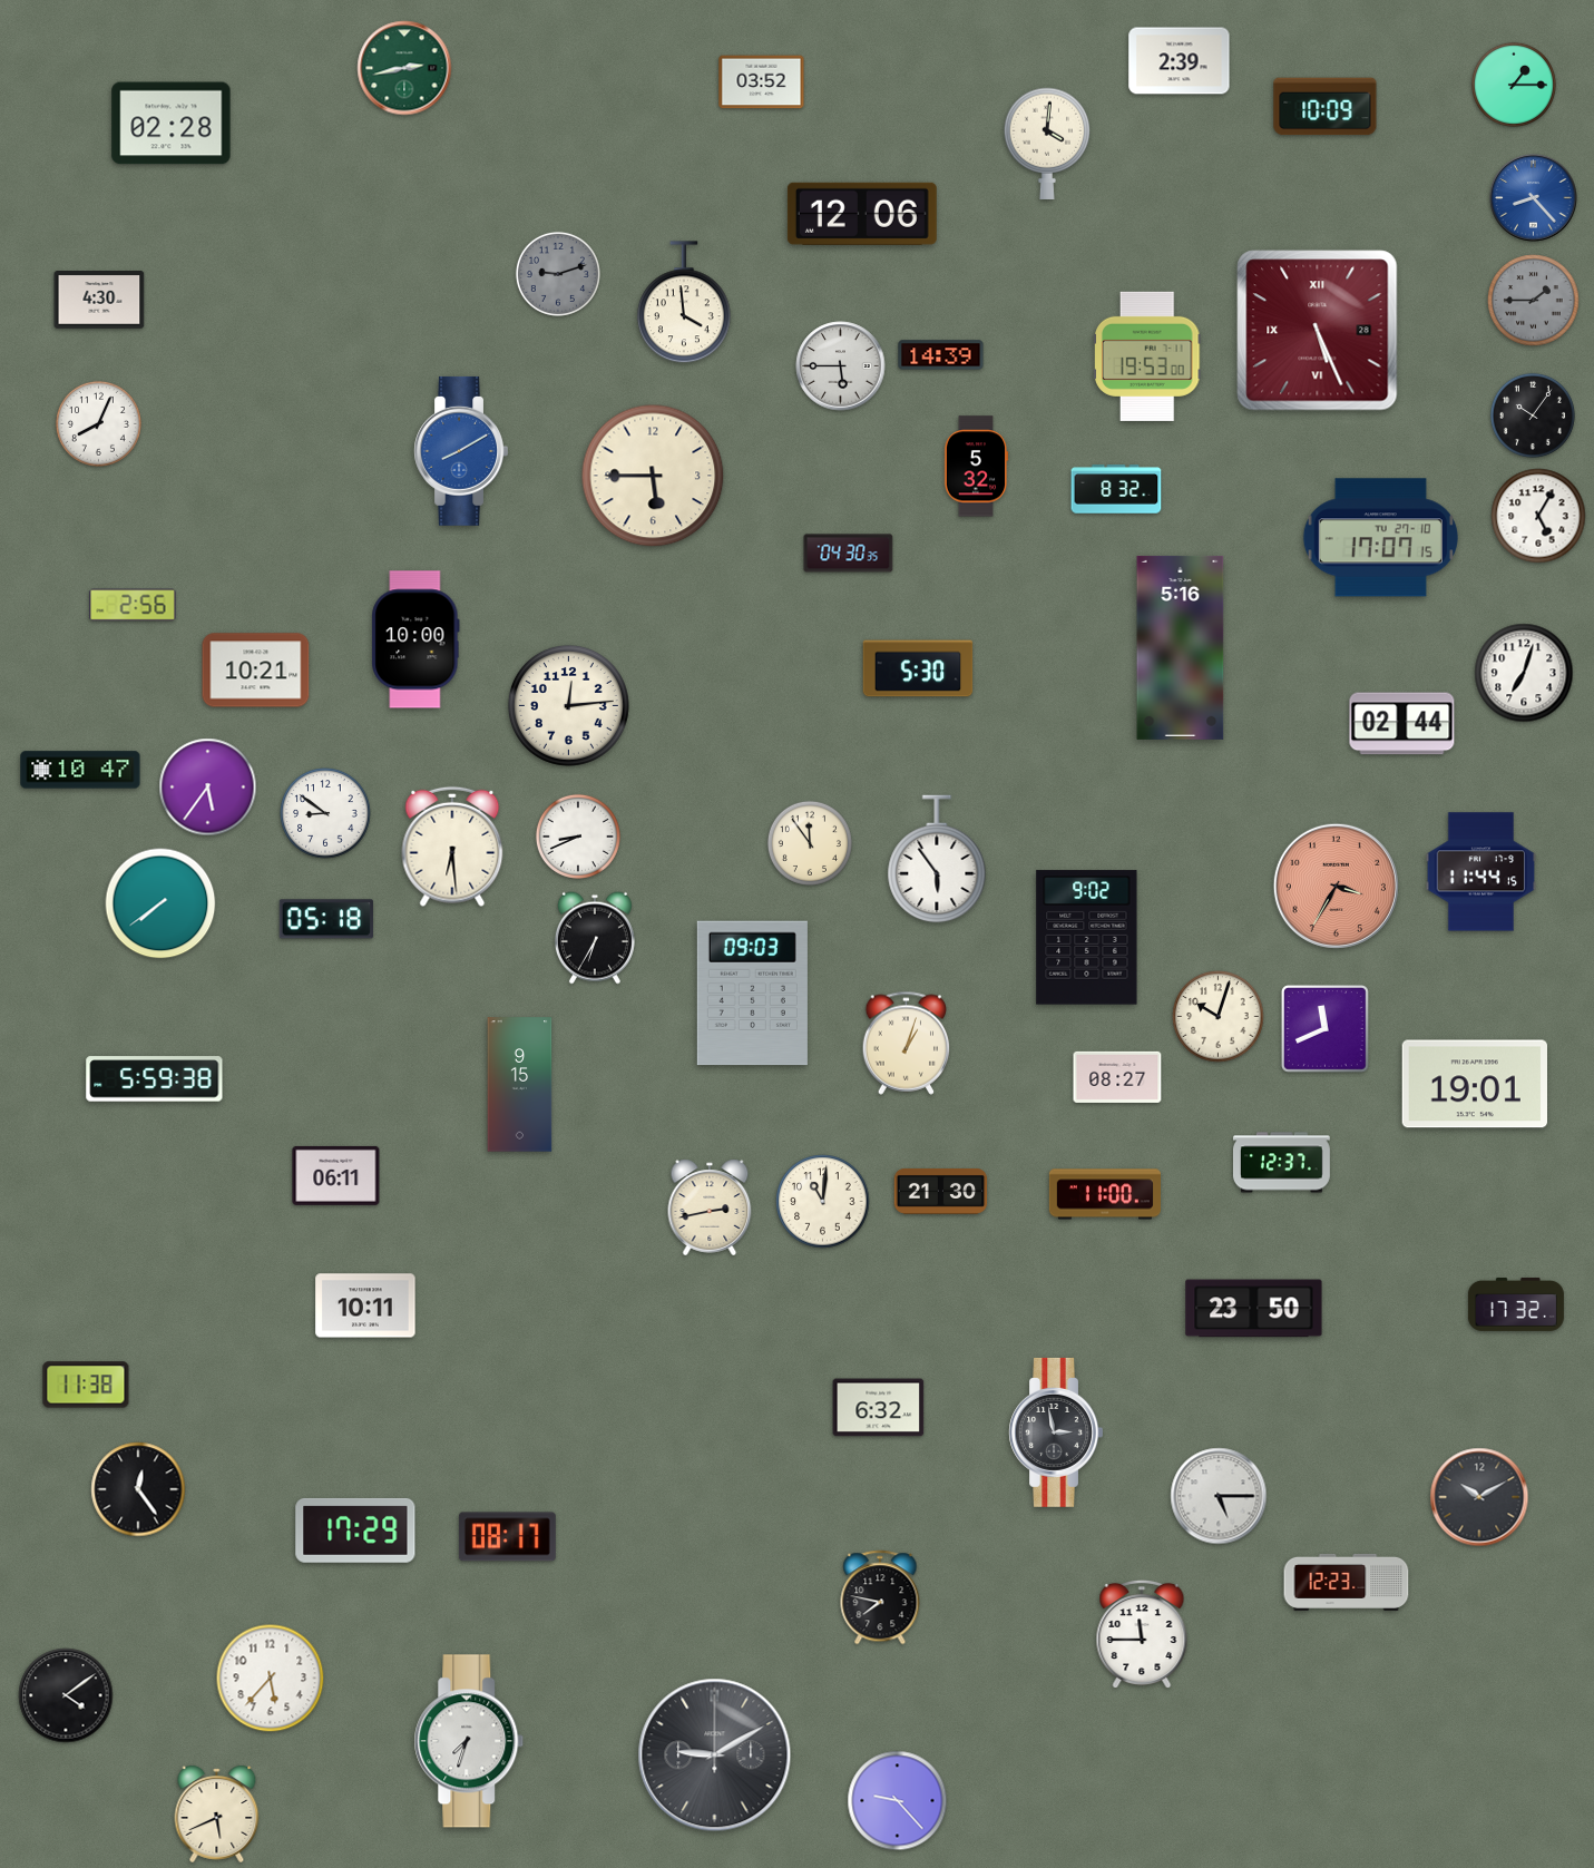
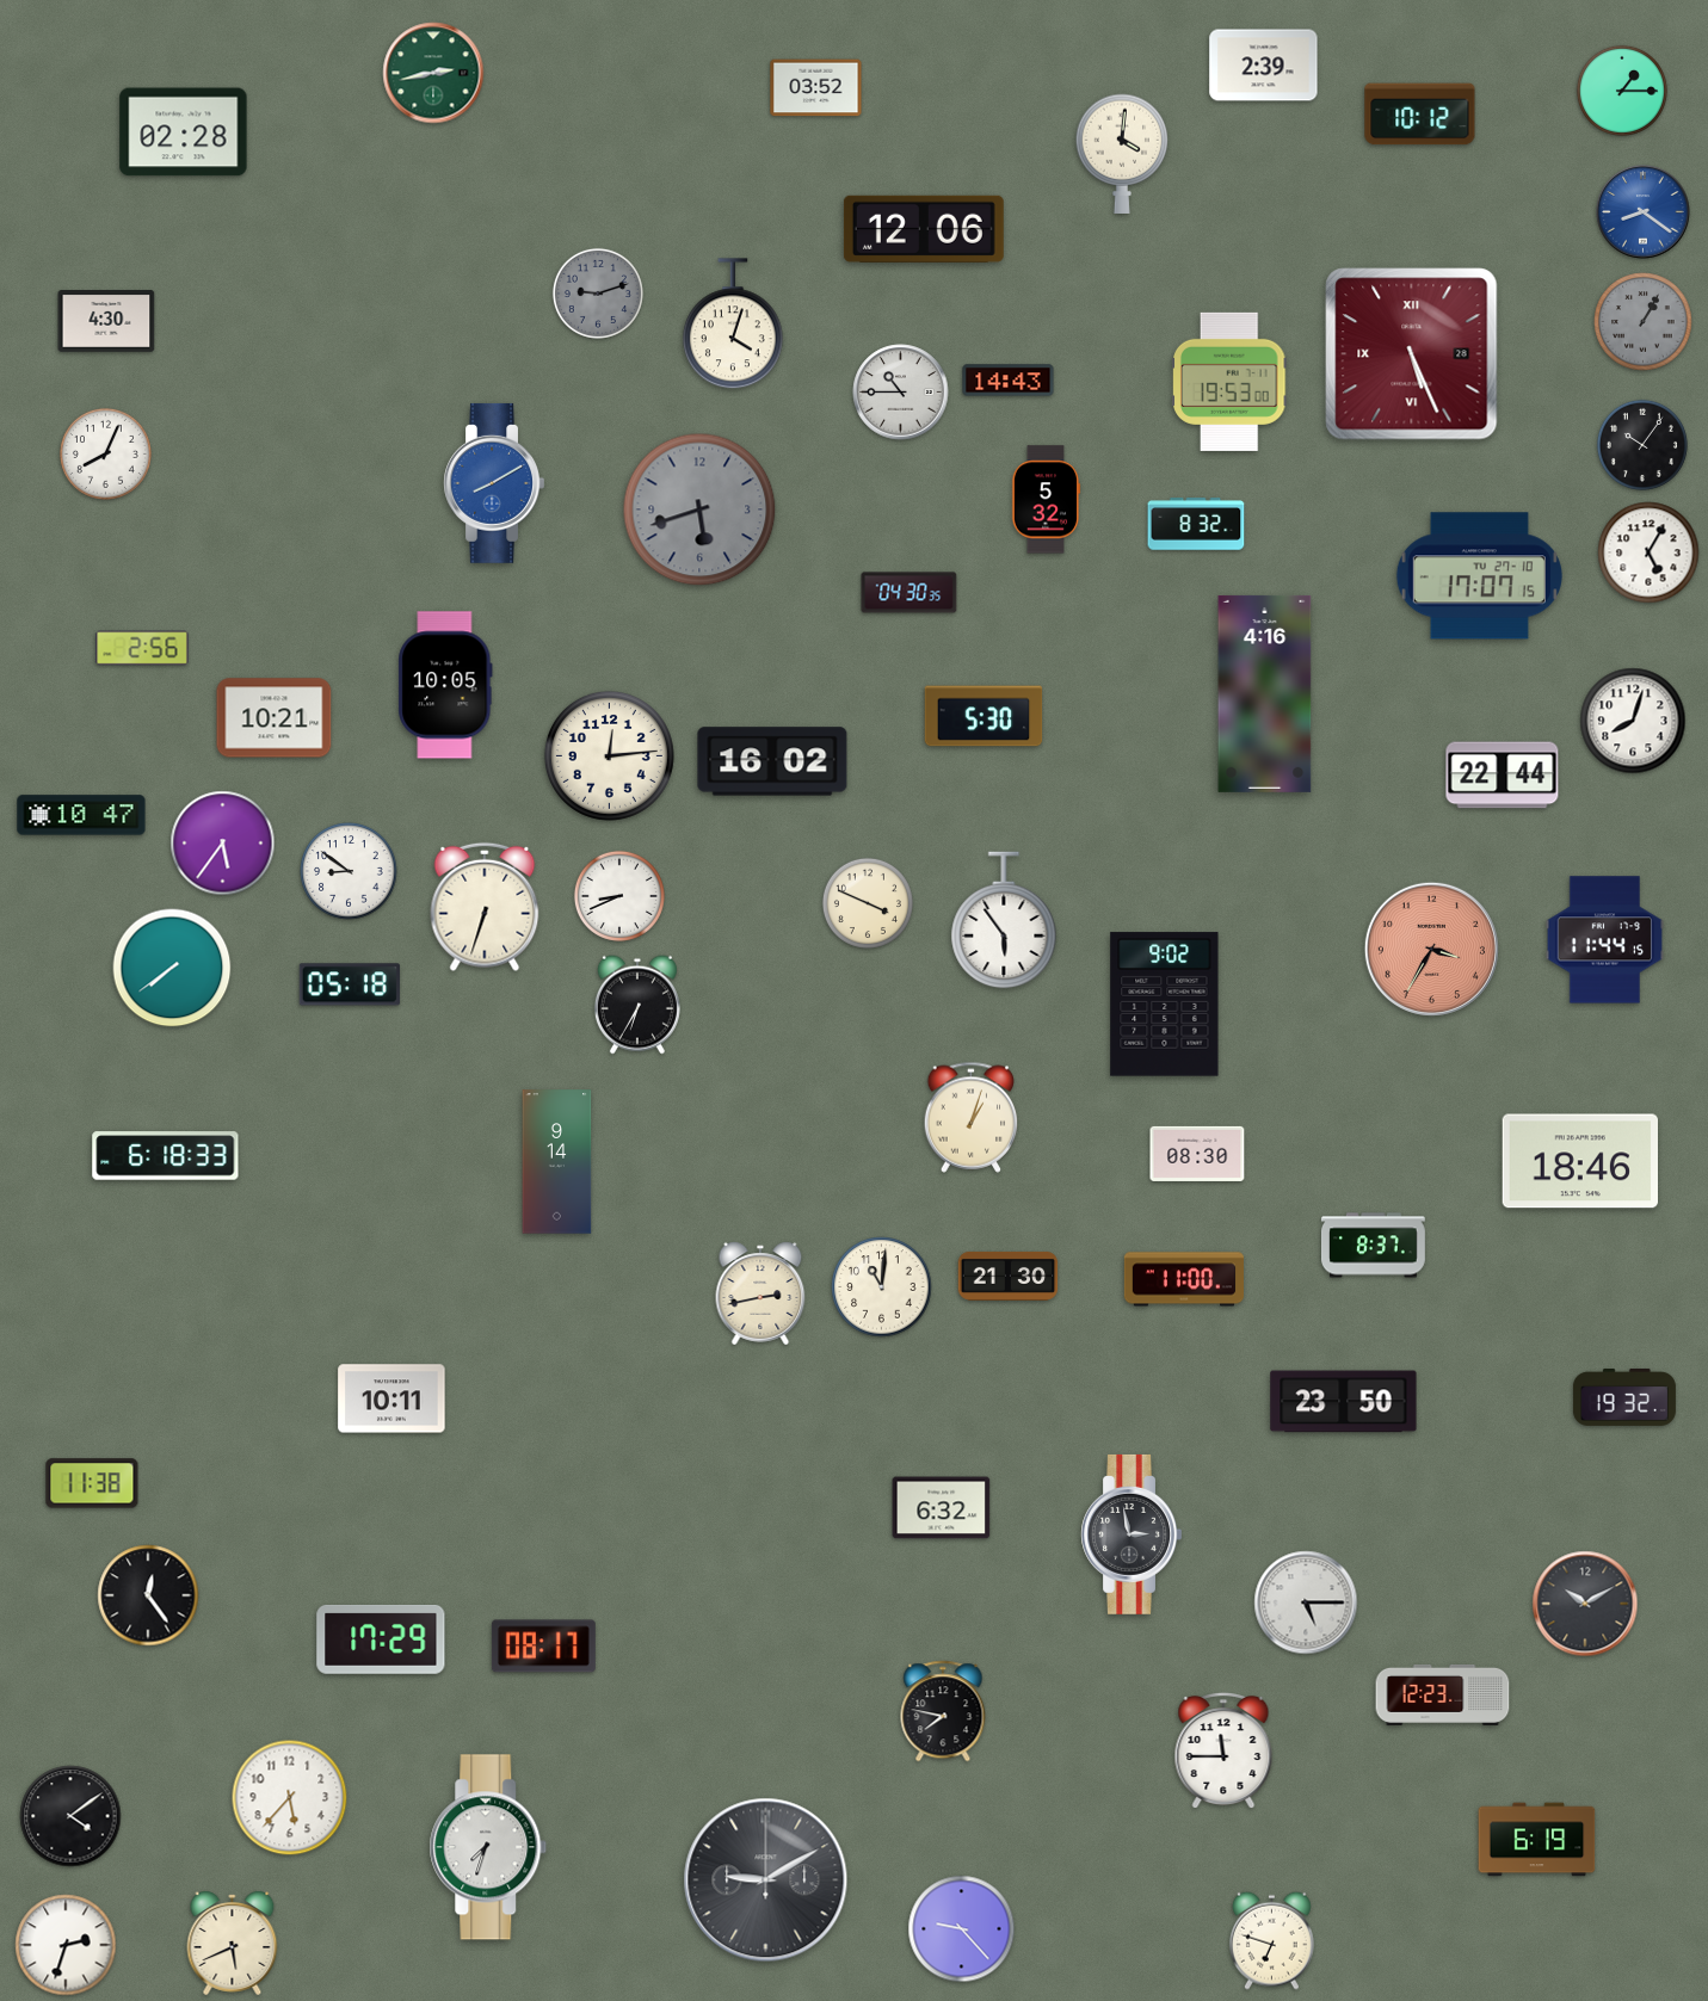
clock at (1326, 107): 10:09 -> 10:12
clock at (1534, 198): 8:23 -> 8:21
clock at (1534, 301): 1:45 -> 1:05
clock at (684, 303): 3:59 -> 4:03
clock at (941, 355): 14:39 -> 14:43
clock at (841, 366): 5:45 -> 10:45
clock at (653, 476): 5:45 -> 5:42
clock at (653, 476) dial: cream -> grey
clock at (415, 639): 10:00 -> 10:05
clock at (1181, 647): 5:16 -> 4:16
clock at (1524, 673): 7:03 -> 8:03
clock at (772, 761): none -> 16:02
clock at (1402, 724): 02:44 -> 22:44
clock at (80, 770) position: (80, 770) -> (81, 815)
clock at (810, 843): 11:54 -> 3:49
clock at (452, 847): 6:29 -> 6:33
clock at (1481, 872) position: (1481, 872) -> (1605, 940)
clock at (752, 994): 09:03 -> none
clock at (1219, 1017): 10:03 -> none
clock at (1324, 1028): 11:41 -> none
clock at (1117, 1077): 08:27 -> 08:30
clock at (155, 1079): 5:59 -> 6:18
clock at (1474, 1084): 19:01 -> 18:46
clock at (520, 1085): 9:15 -> 9:14
clock at (1282, 1163): 12:37 -> 8:37
clock at (336, 1175): 06:11 -> none
clock at (1516, 1304): 17:32 -> 19:32
clock at (1537, 1840): none -> 6:19
clock at (469, 1741) position: (469, 1741) -> (488, 1847)
clock at (1271, 1940): none -> 6:48
clock at (66, 1945): none -> 2:33
